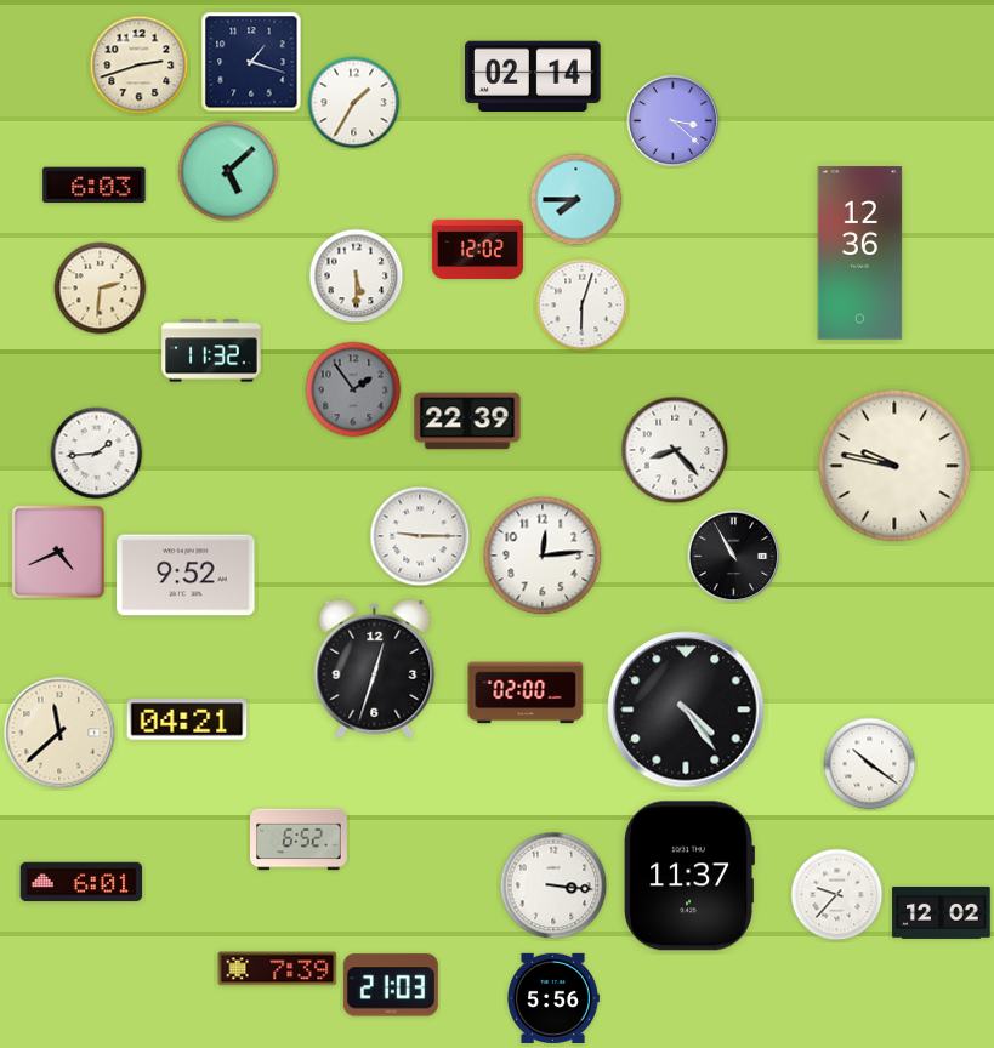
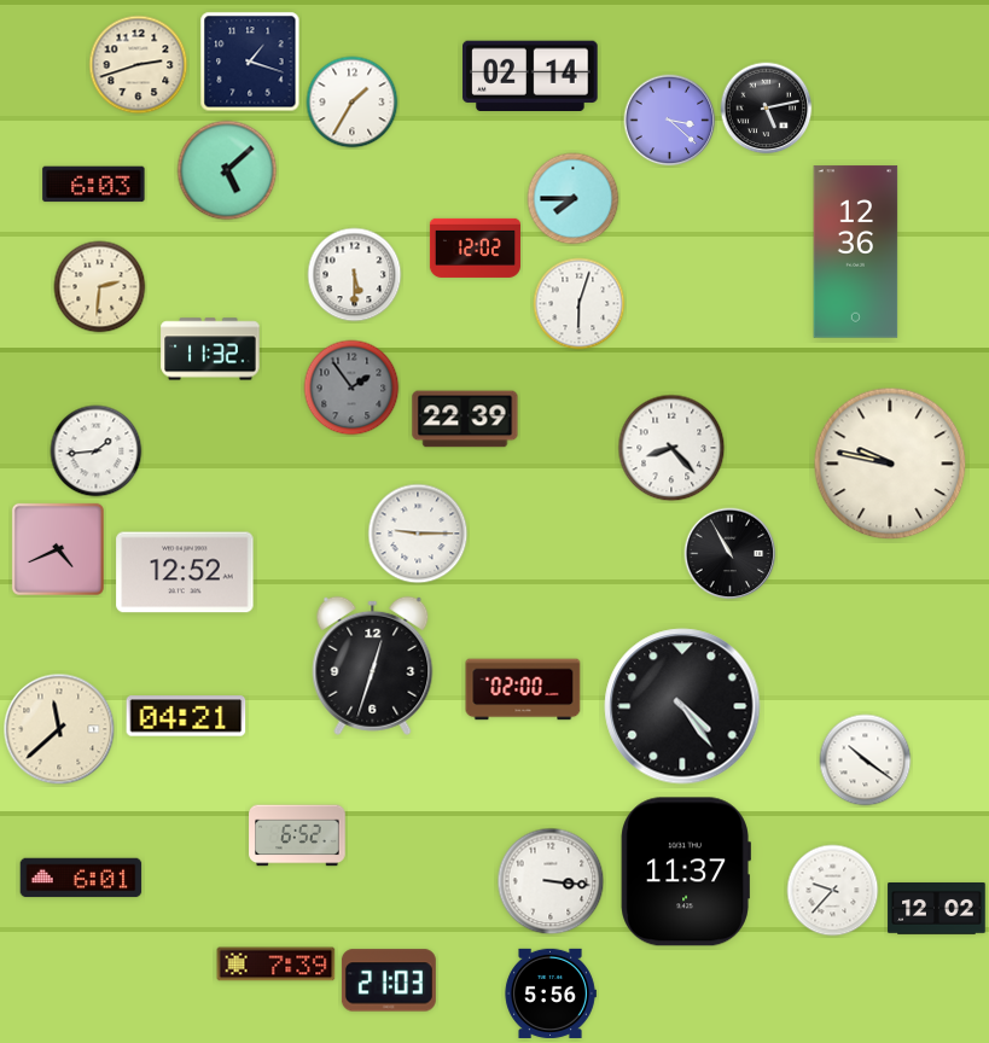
clock at (767, 109): none -> 5:13
clock at (543, 556): 12:14 -> none
clock at (186, 575): 9:52 -> 12:52
